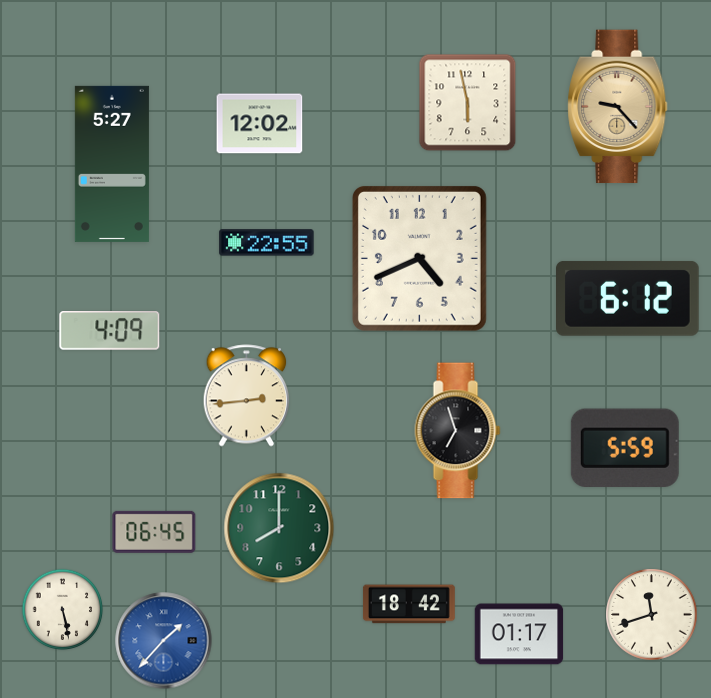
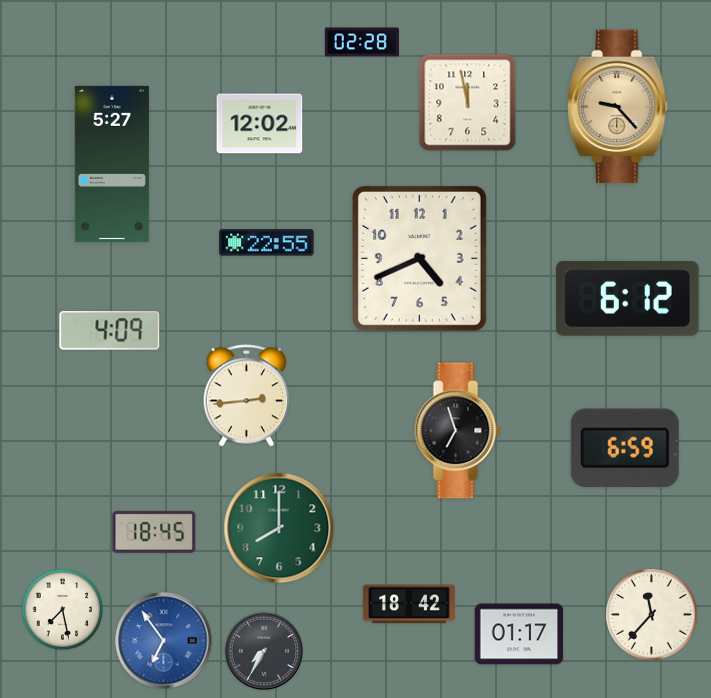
clock at (362, 42): none -> 02:28
clock at (468, 103): 5:58 -> 11:58
clock at (625, 447): 5:59 -> 6:59
clock at (154, 532): 06:45 -> 18:45
clock at (63, 610): 5:28 -> 7:28
clock at (652, 615): 11:42 -> 11:37
clock at (164, 641): 1:37 -> 6:54
clock at (263, 650): none -> 7:35
